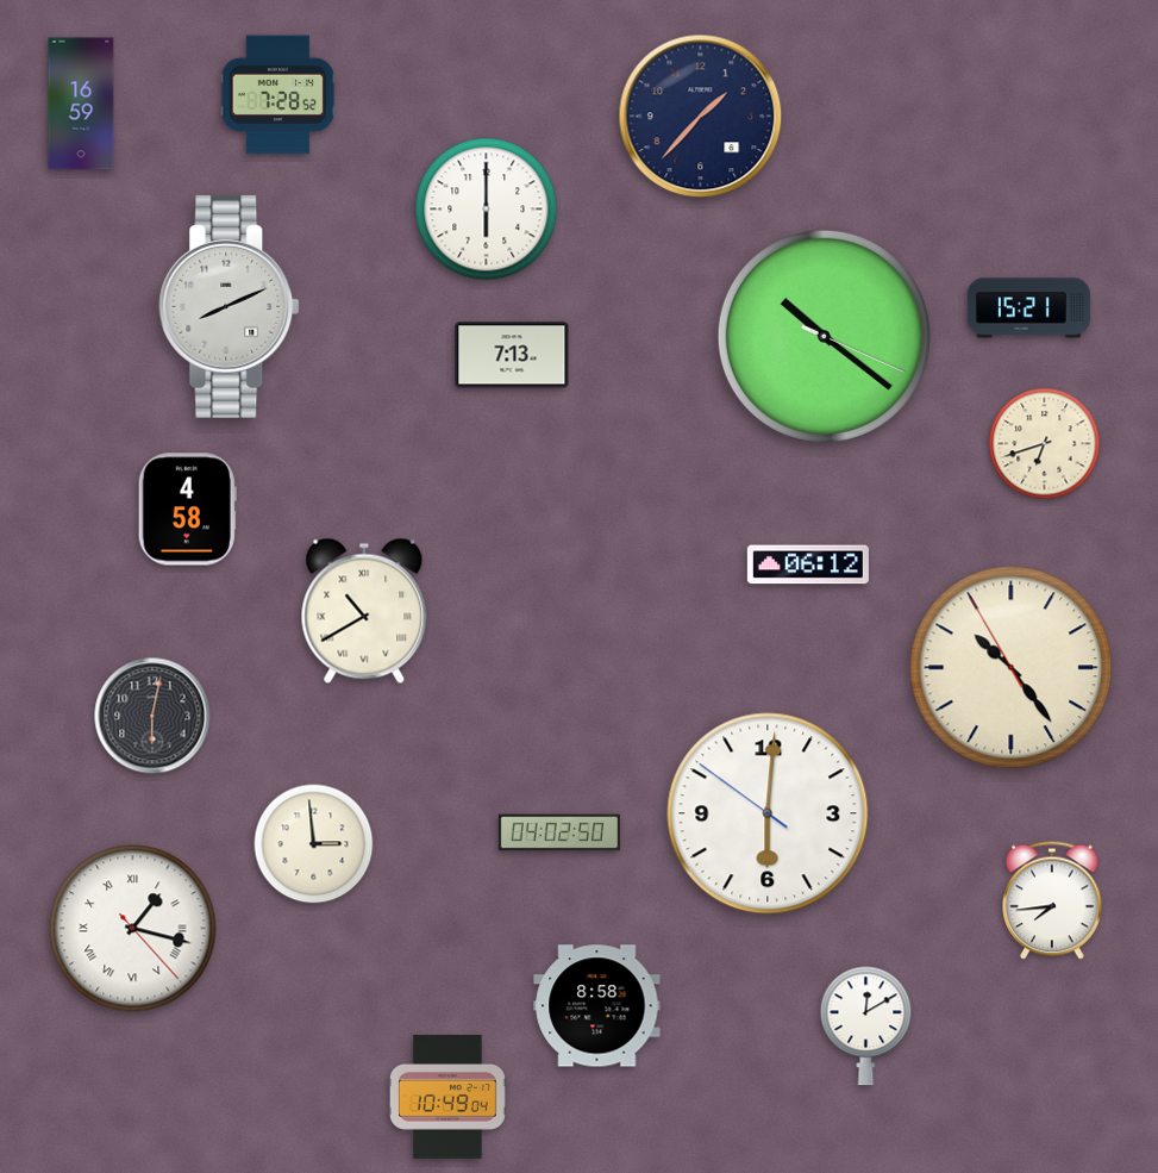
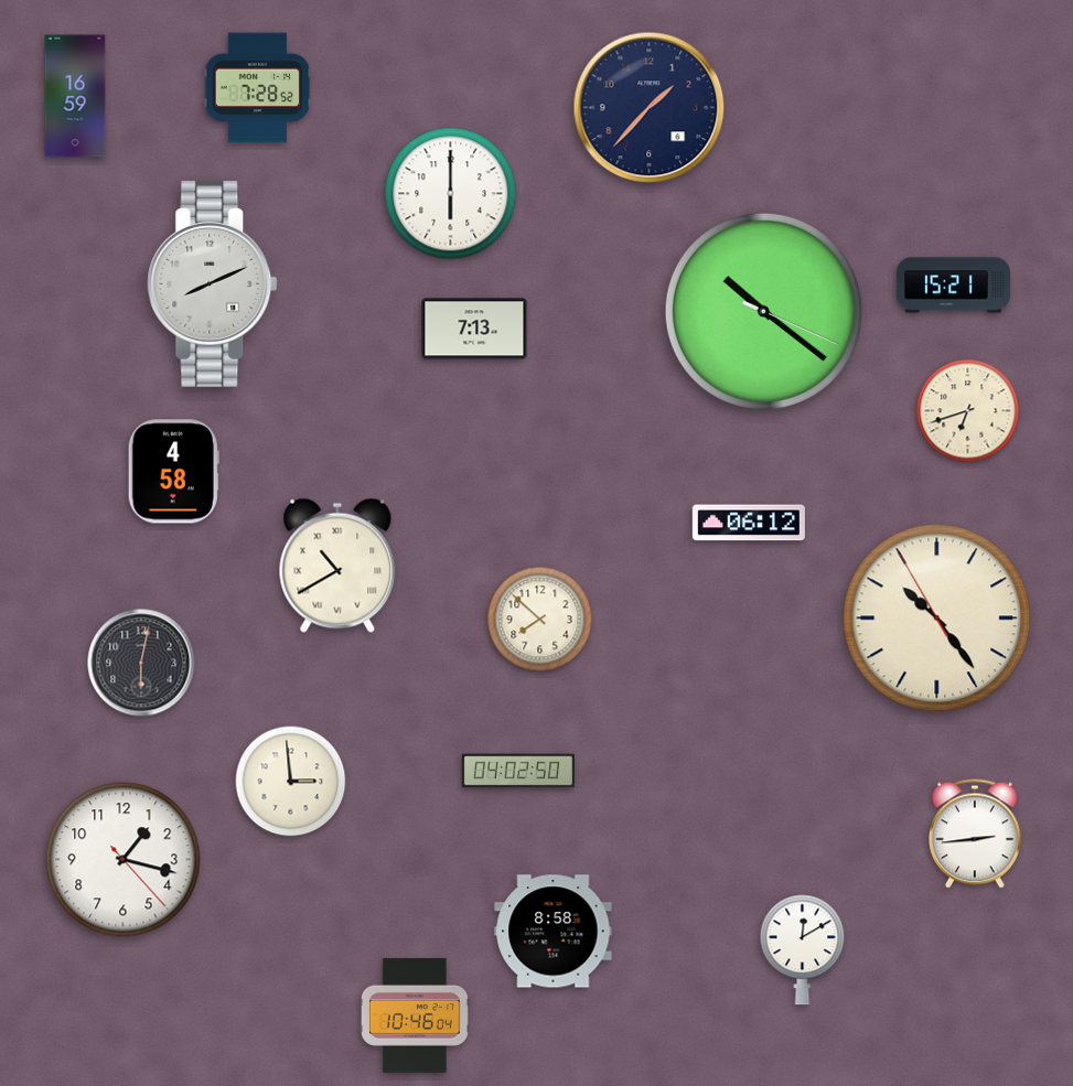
clock at (540, 620): none -> 7:52
clock at (768, 813): 6:00 -> none
clock at (1052, 900): 7:44 -> 2:44
clock at (133, 929) numerals: Roman -> Arabic
clock at (447, 1097): 10:49 -> 10:46
